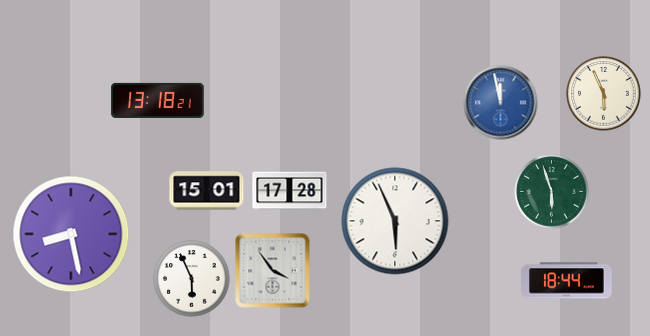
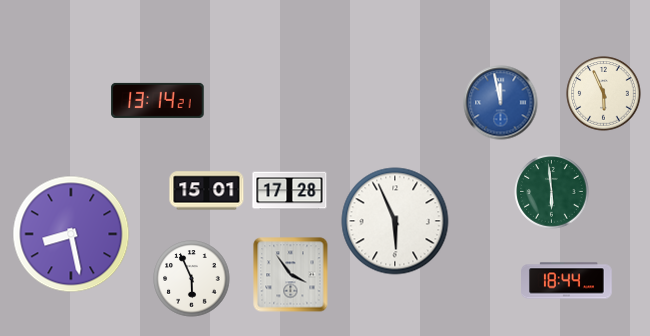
clock at (158, 100): 13:18 -> 13:14
clock at (552, 192): 5:57 -> 5:59
clock at (273, 271) position: (273, 271) -> (291, 275)
